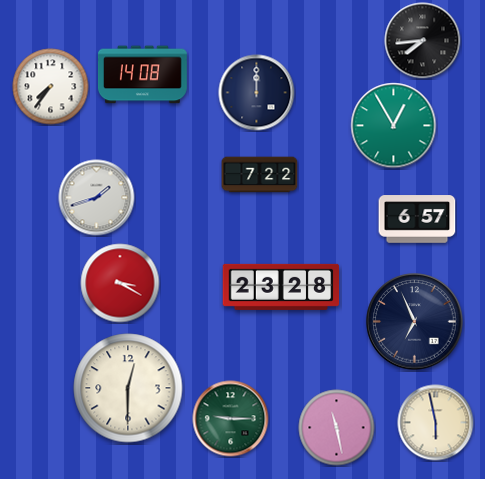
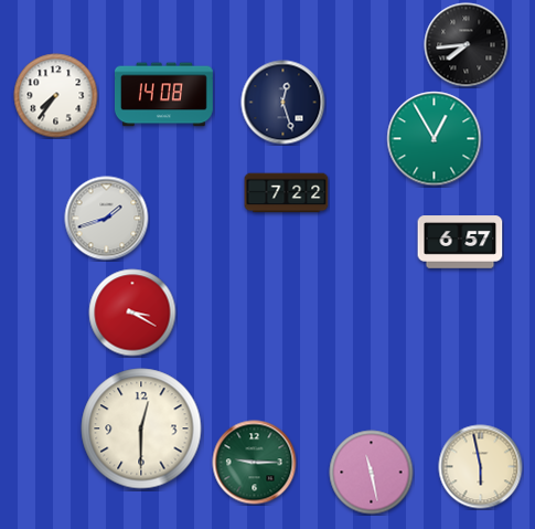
clock at (143, 75) position: (143, 75) -> (164, 95)
clock at (257, 93): 12:00 -> 12:27
clock at (281, 287): 23:28 -> none
clock at (415, 322): 6:56 -> none
